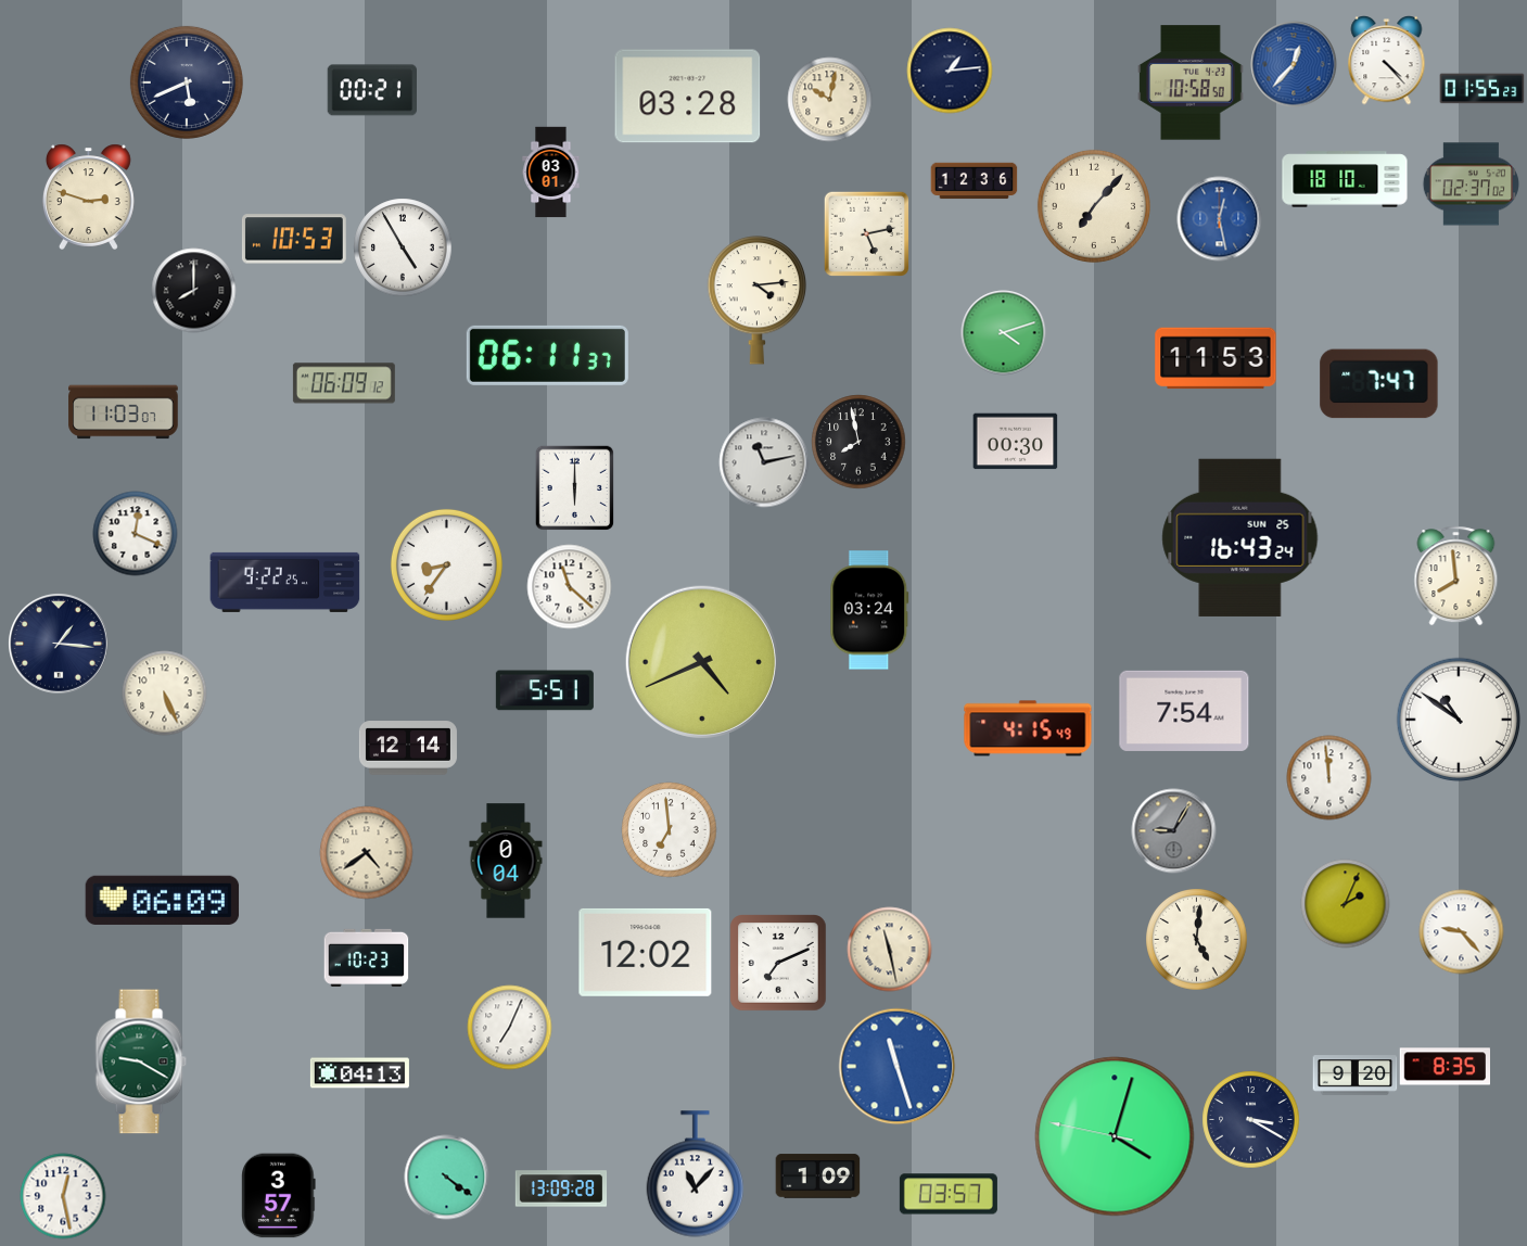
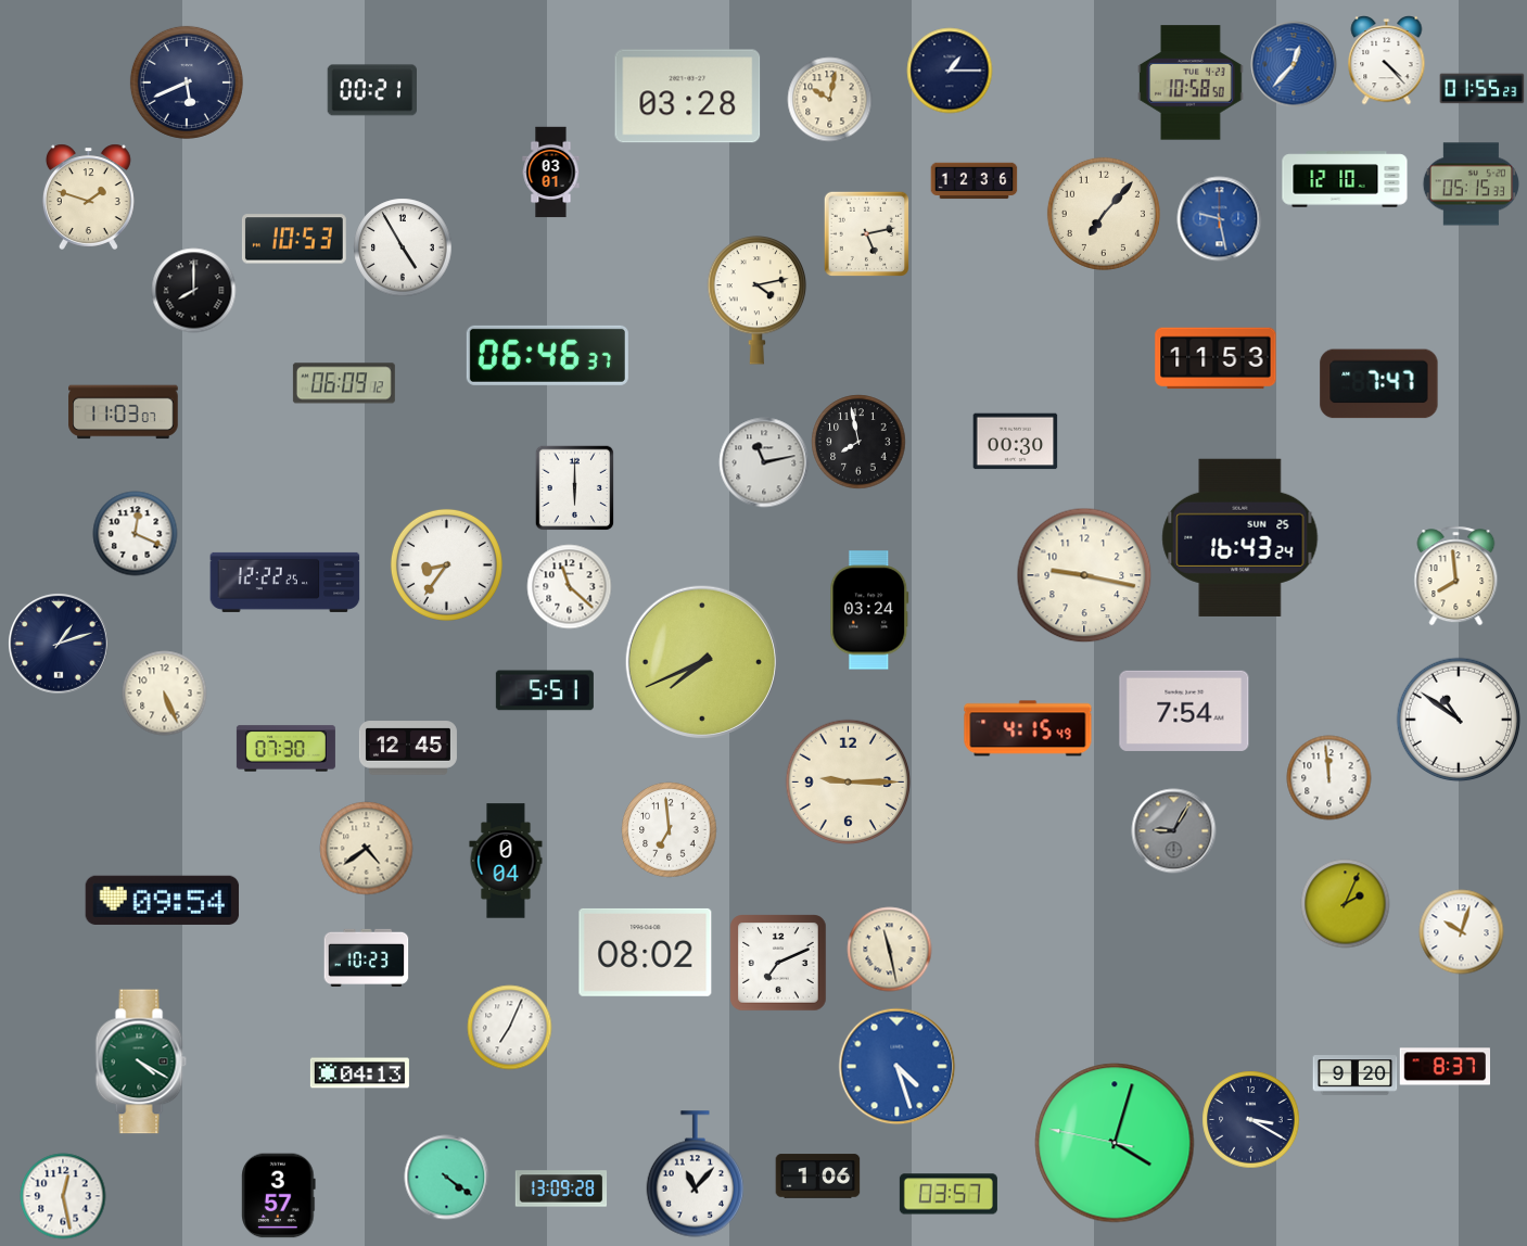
clock at (950, 71): 1:14 -> 1:15
clock at (1345, 179): 18:10 -> 12:10
clock at (1471, 185): 02:37 -> 05:15
clock at (88, 196): 2:48 -> 1:48
clock at (1094, 206) position: (1094, 206) -> (1104, 214)
clock at (1219, 218): 12:28 -> 9:28
clock at (758, 301): 4:14 -> 4:13
clock at (1003, 332): 4:12 -> none
clock at (547, 355): 06:11 -> 06:46
clock at (1084, 575): none -> 9:17
clock at (285, 582): 9:22 -> 12:22
clock at (59, 644): 1:16 -> 1:12
clock at (702, 662): 4:41 -> 7:41
clock at (408, 748): 12:14 -> 12:45
clock at (285, 749): none -> 07:30
clock at (848, 781): none -> 9:15
clock at (366, 852) position: (366, 852) -> (366, 848)
clock at (163, 900): 06:09 -> 09:54
clock at (1461, 931): 9:23 -> 10:03
clock at (1196, 939): 5:01 -> none
clock at (646, 952): 12:02 -> 08:02
clock at (141, 1061): 9:20 -> 4:20
clock at (896, 1066): 11:27 -> 4:27
clock at (1445, 1067): 8:35 -> 8:37
clock at (1115, 1136) position: (1115, 1136) -> (1115, 1143)
clock at (817, 1177): 1:09 -> 1:06
